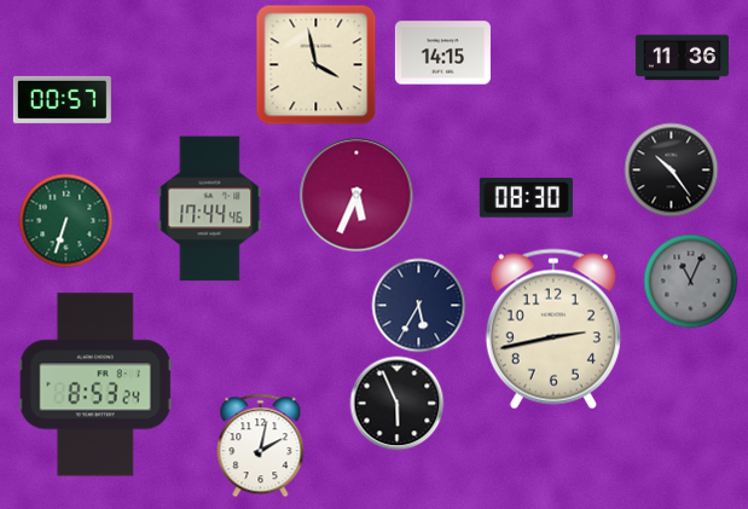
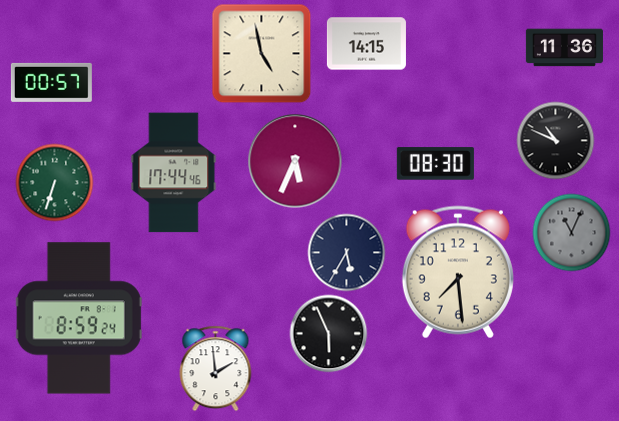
clock at (315, 64): 3:58 -> 4:58
clock at (671, 169): 10:24 -> 10:49
clock at (553, 329): 2:43 -> 7:29
clock at (95, 384): 8:53 -> 8:59
clock at (261, 445): 2:02 -> 1:59
